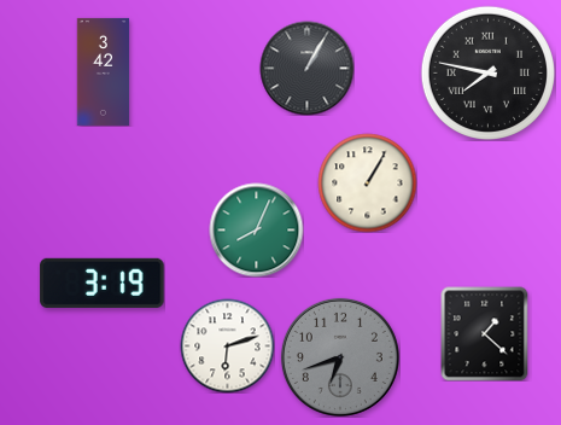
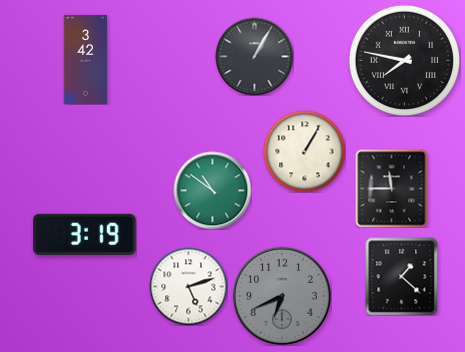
clock at (392, 188): none -> 11:45
clock at (256, 229): 8:04 -> 10:51
clock at (227, 345): 6:12 -> 5:12
clock at (340, 357): 6:42 -> 6:41
